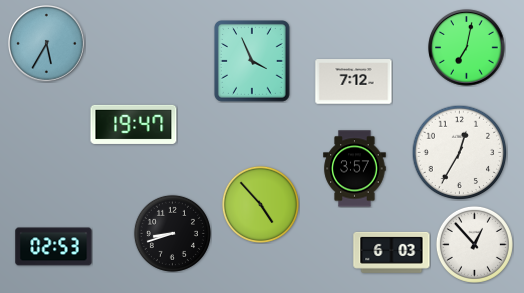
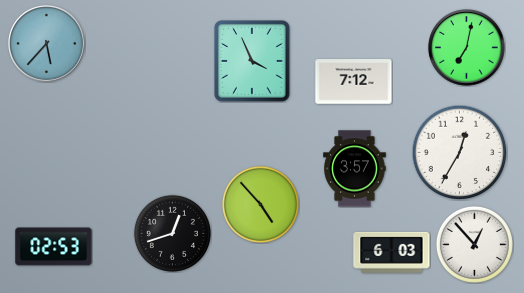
clock at (47, 44): 5:35 -> 5:37
clock at (134, 124): 19:47 -> none
clock at (172, 233): 8:42 -> 12:42
